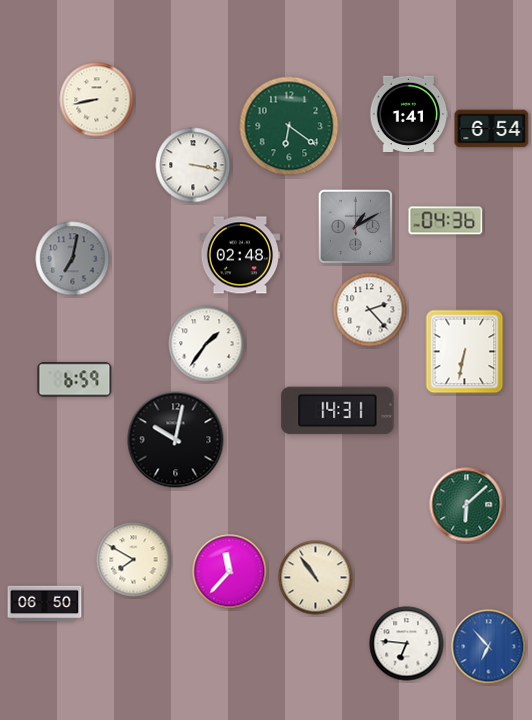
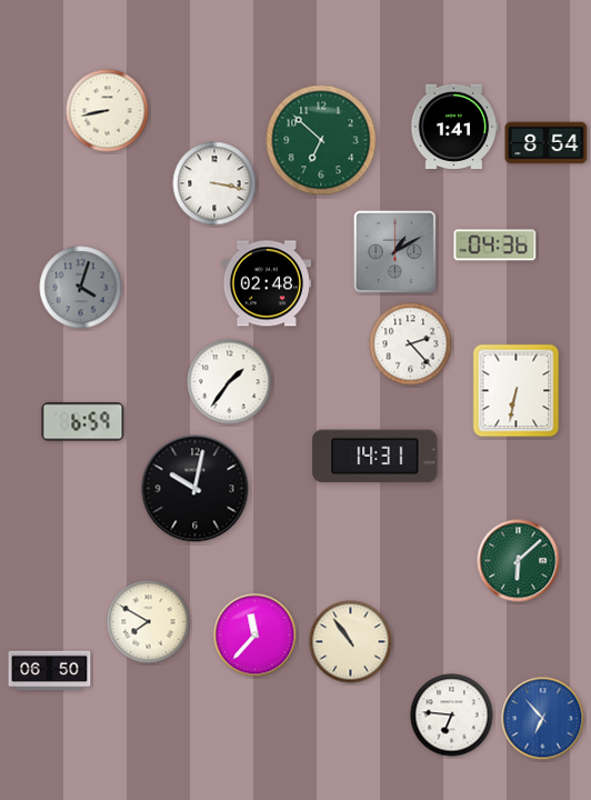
clock at (289, 126): 6:21 -> 6:52
clock at (492, 129): 6:54 -> 8:54
clock at (73, 259): 7:02 -> 4:03
